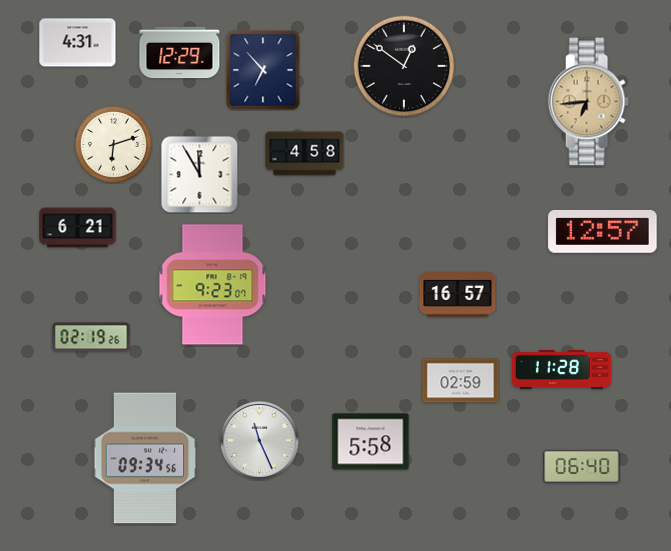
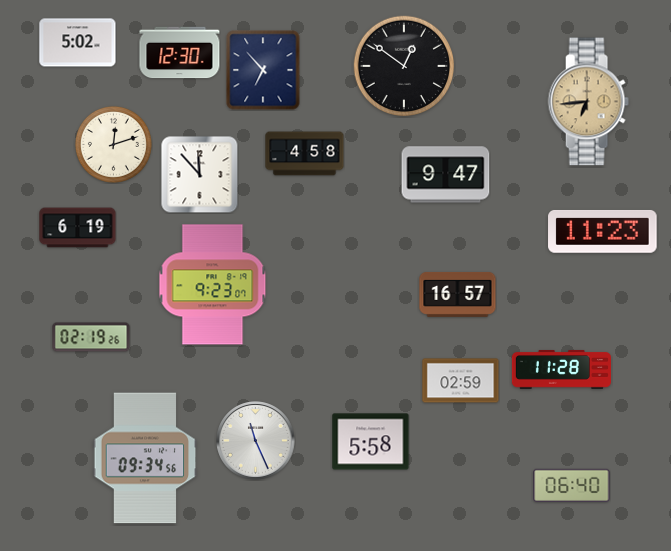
clock at (78, 43): 4:31 -> 5:02
clock at (180, 53): 12:29 -> 12:30
clock at (113, 144): 6:12 -> 12:12
clock at (199, 174): 11:55 -> 11:53
clock at (446, 175): none -> 9:47
clock at (78, 228): 6:21 -> 6:19
clock at (603, 231): 12:57 -> 11:23
clock at (260, 441) position: (260, 441) -> (256, 441)
clock at (582, 466) position: (582, 466) -> (572, 485)
